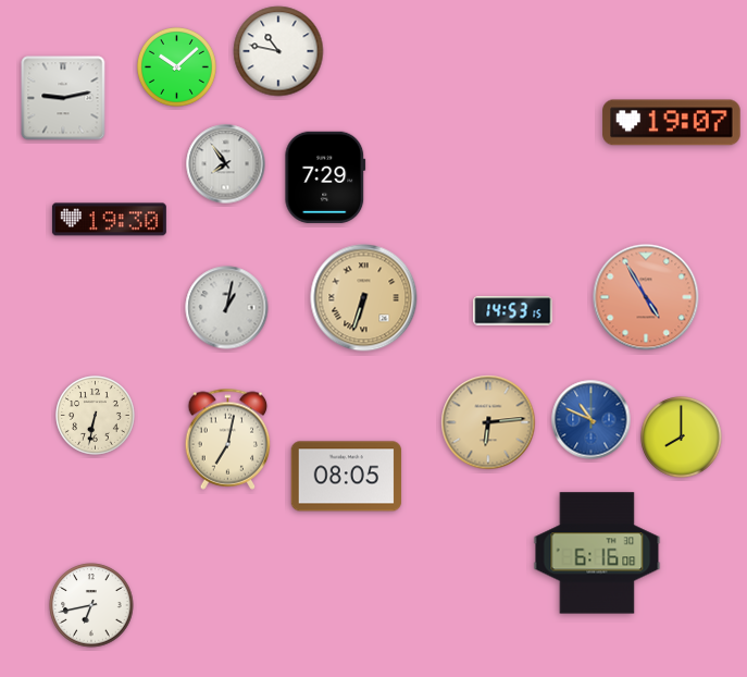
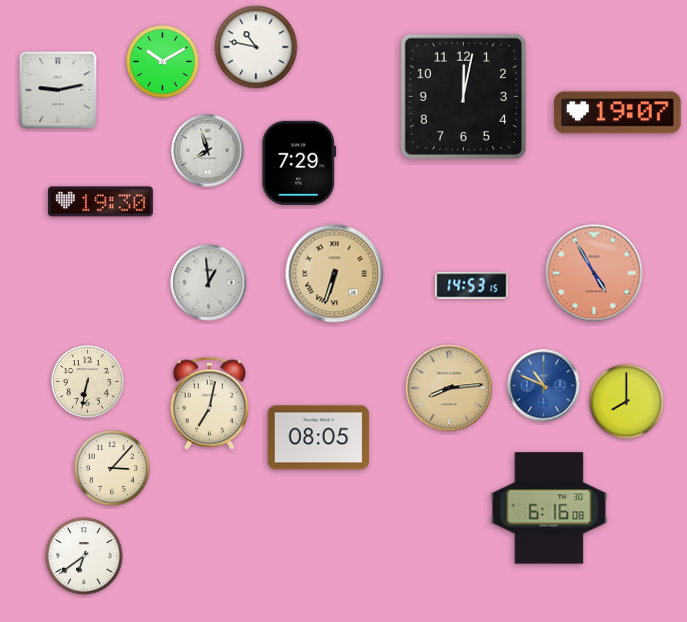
clock at (177, 67): 10:08 -> 10:10
clock at (463, 96): none -> 12:02
clock at (226, 164): 7:54 -> 7:57
clock at (227, 308): 1:02 -> 12:59
clock at (488, 422): 6:14 -> 8:14
clock at (112, 468): none -> 3:07
clock at (91, 605): 6:43 -> 6:39
